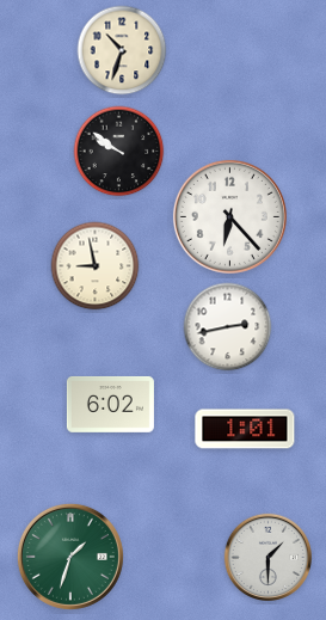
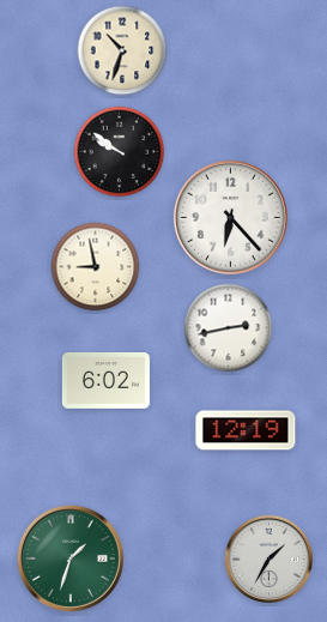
clock at (110, 404) position: (110, 404) -> (105, 380)
clock at (245, 429): 1:01 -> 12:19
clock at (267, 557): 1:30 -> 1:35
